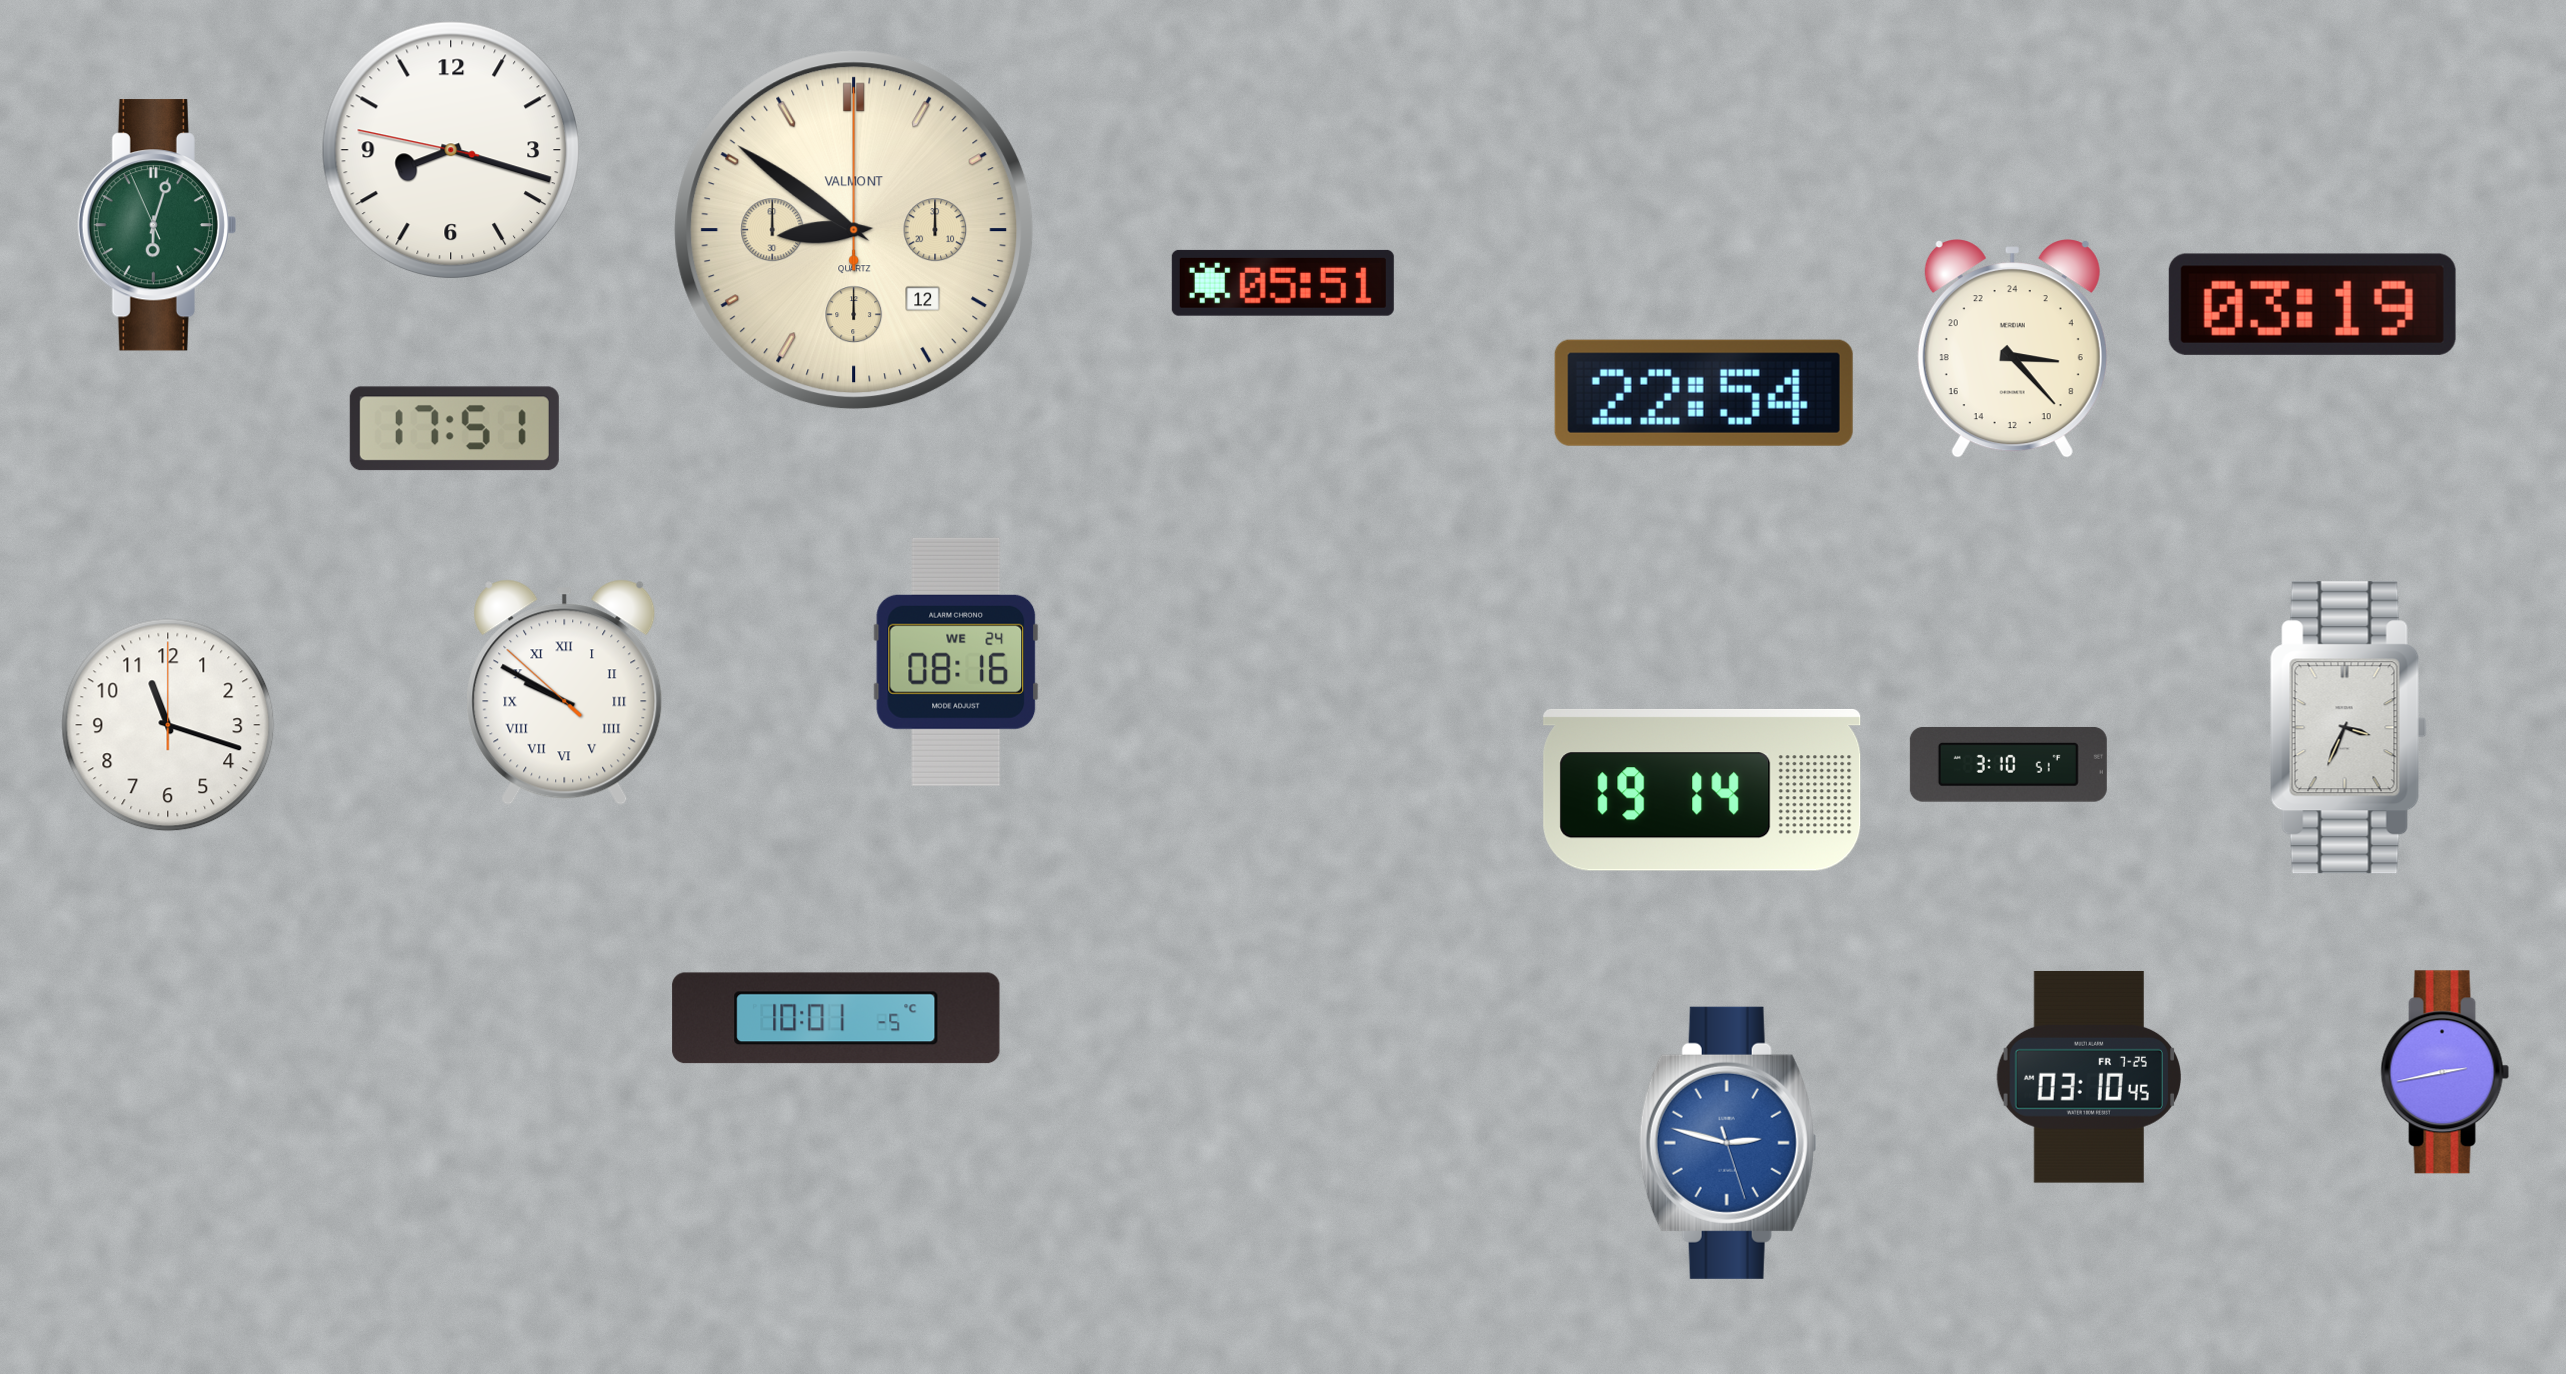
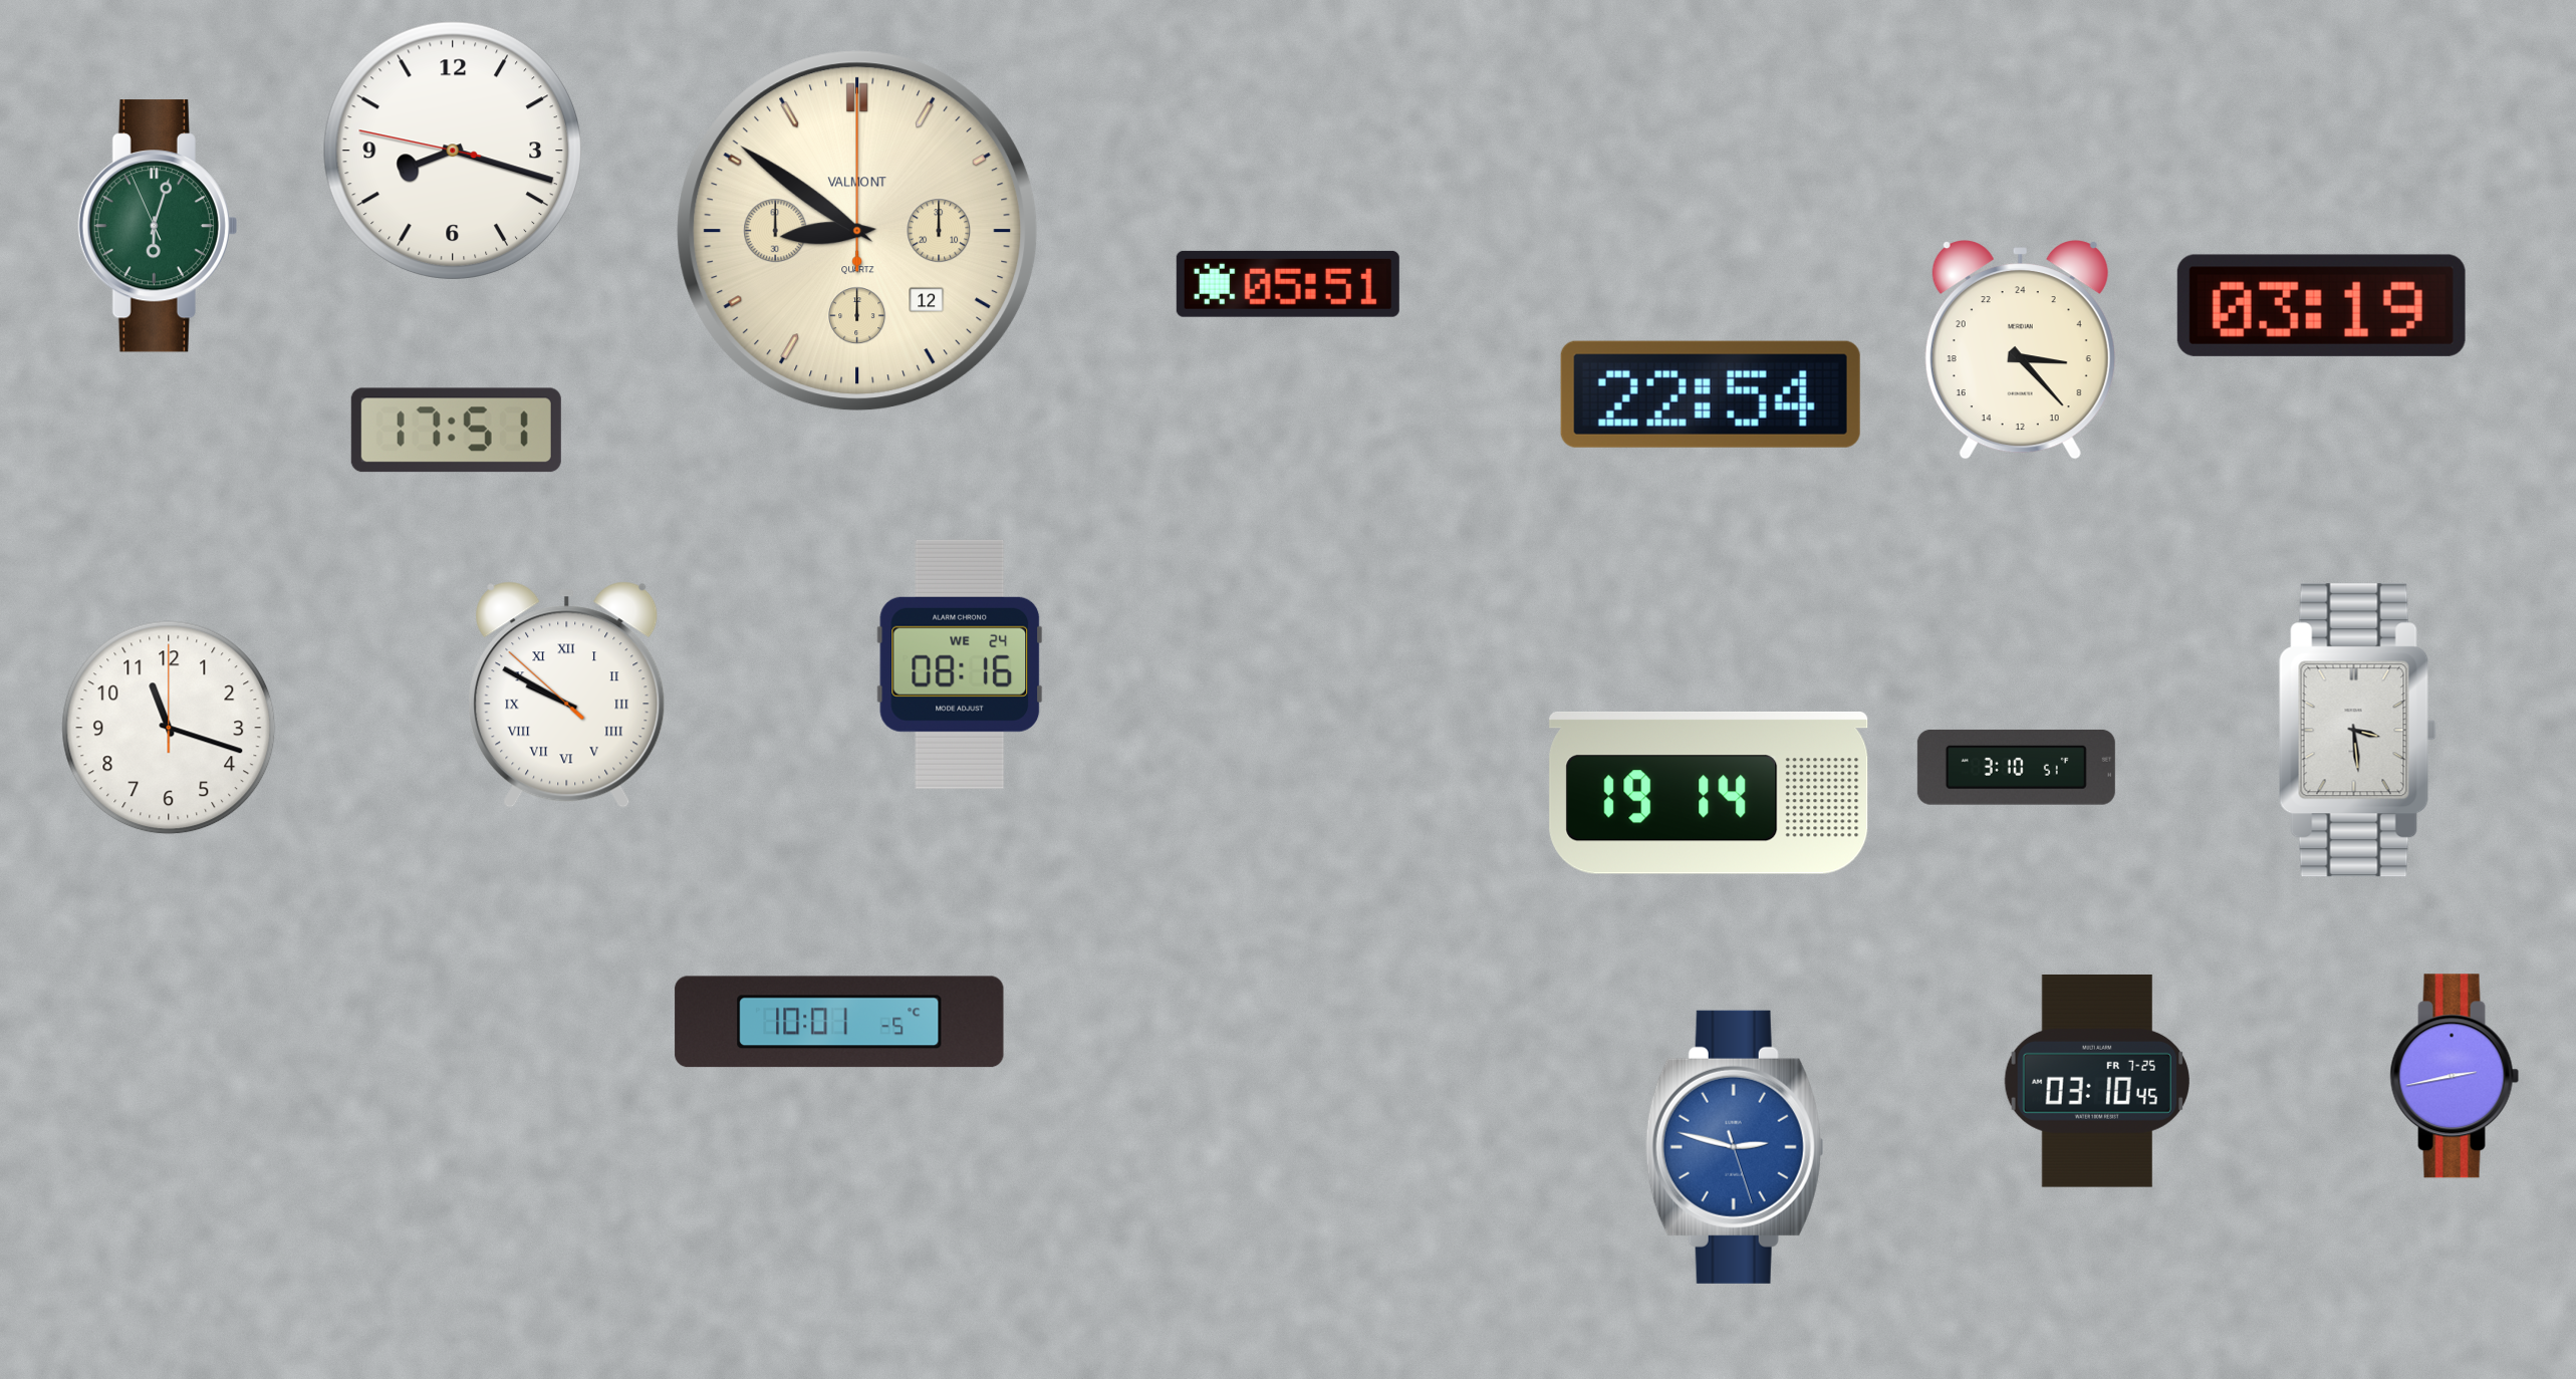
clock at (2348, 728): 3:34 -> 3:29
